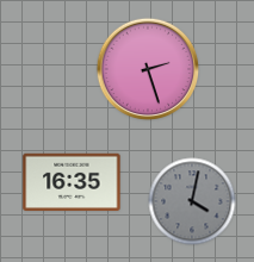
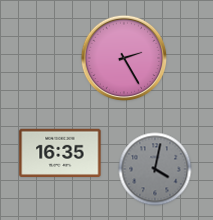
clock at (148, 69): 2:27 -> 2:25
clock at (192, 201) position: (192, 201) -> (155, 169)
